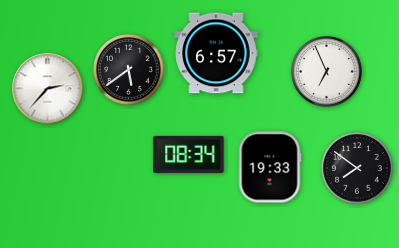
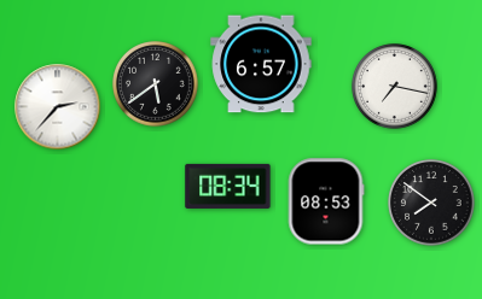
clock at (327, 72): 6:56 -> 7:17
clock at (270, 167): 19:33 -> 08:53
